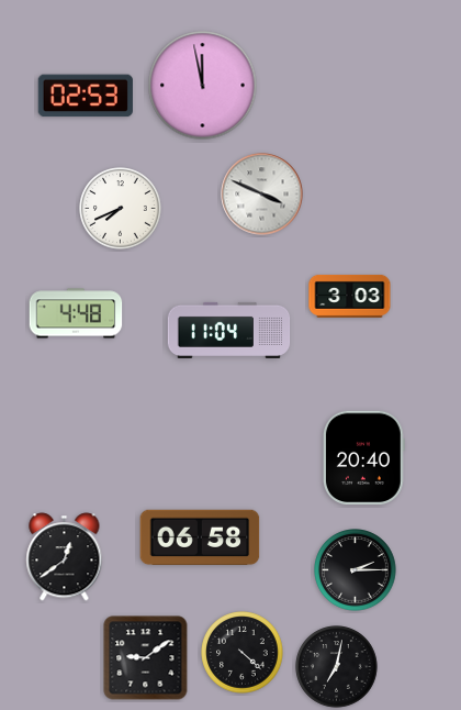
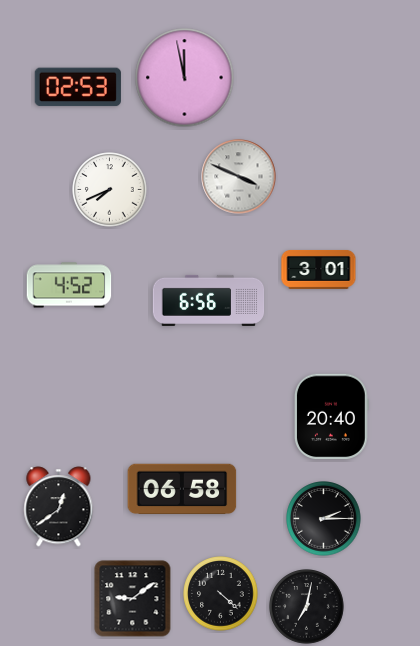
clock at (350, 296): 3:03 -> 3:01
clock at (76, 313): 4:48 -> 4:52
clock at (229, 330): 11:04 -> 6:56
